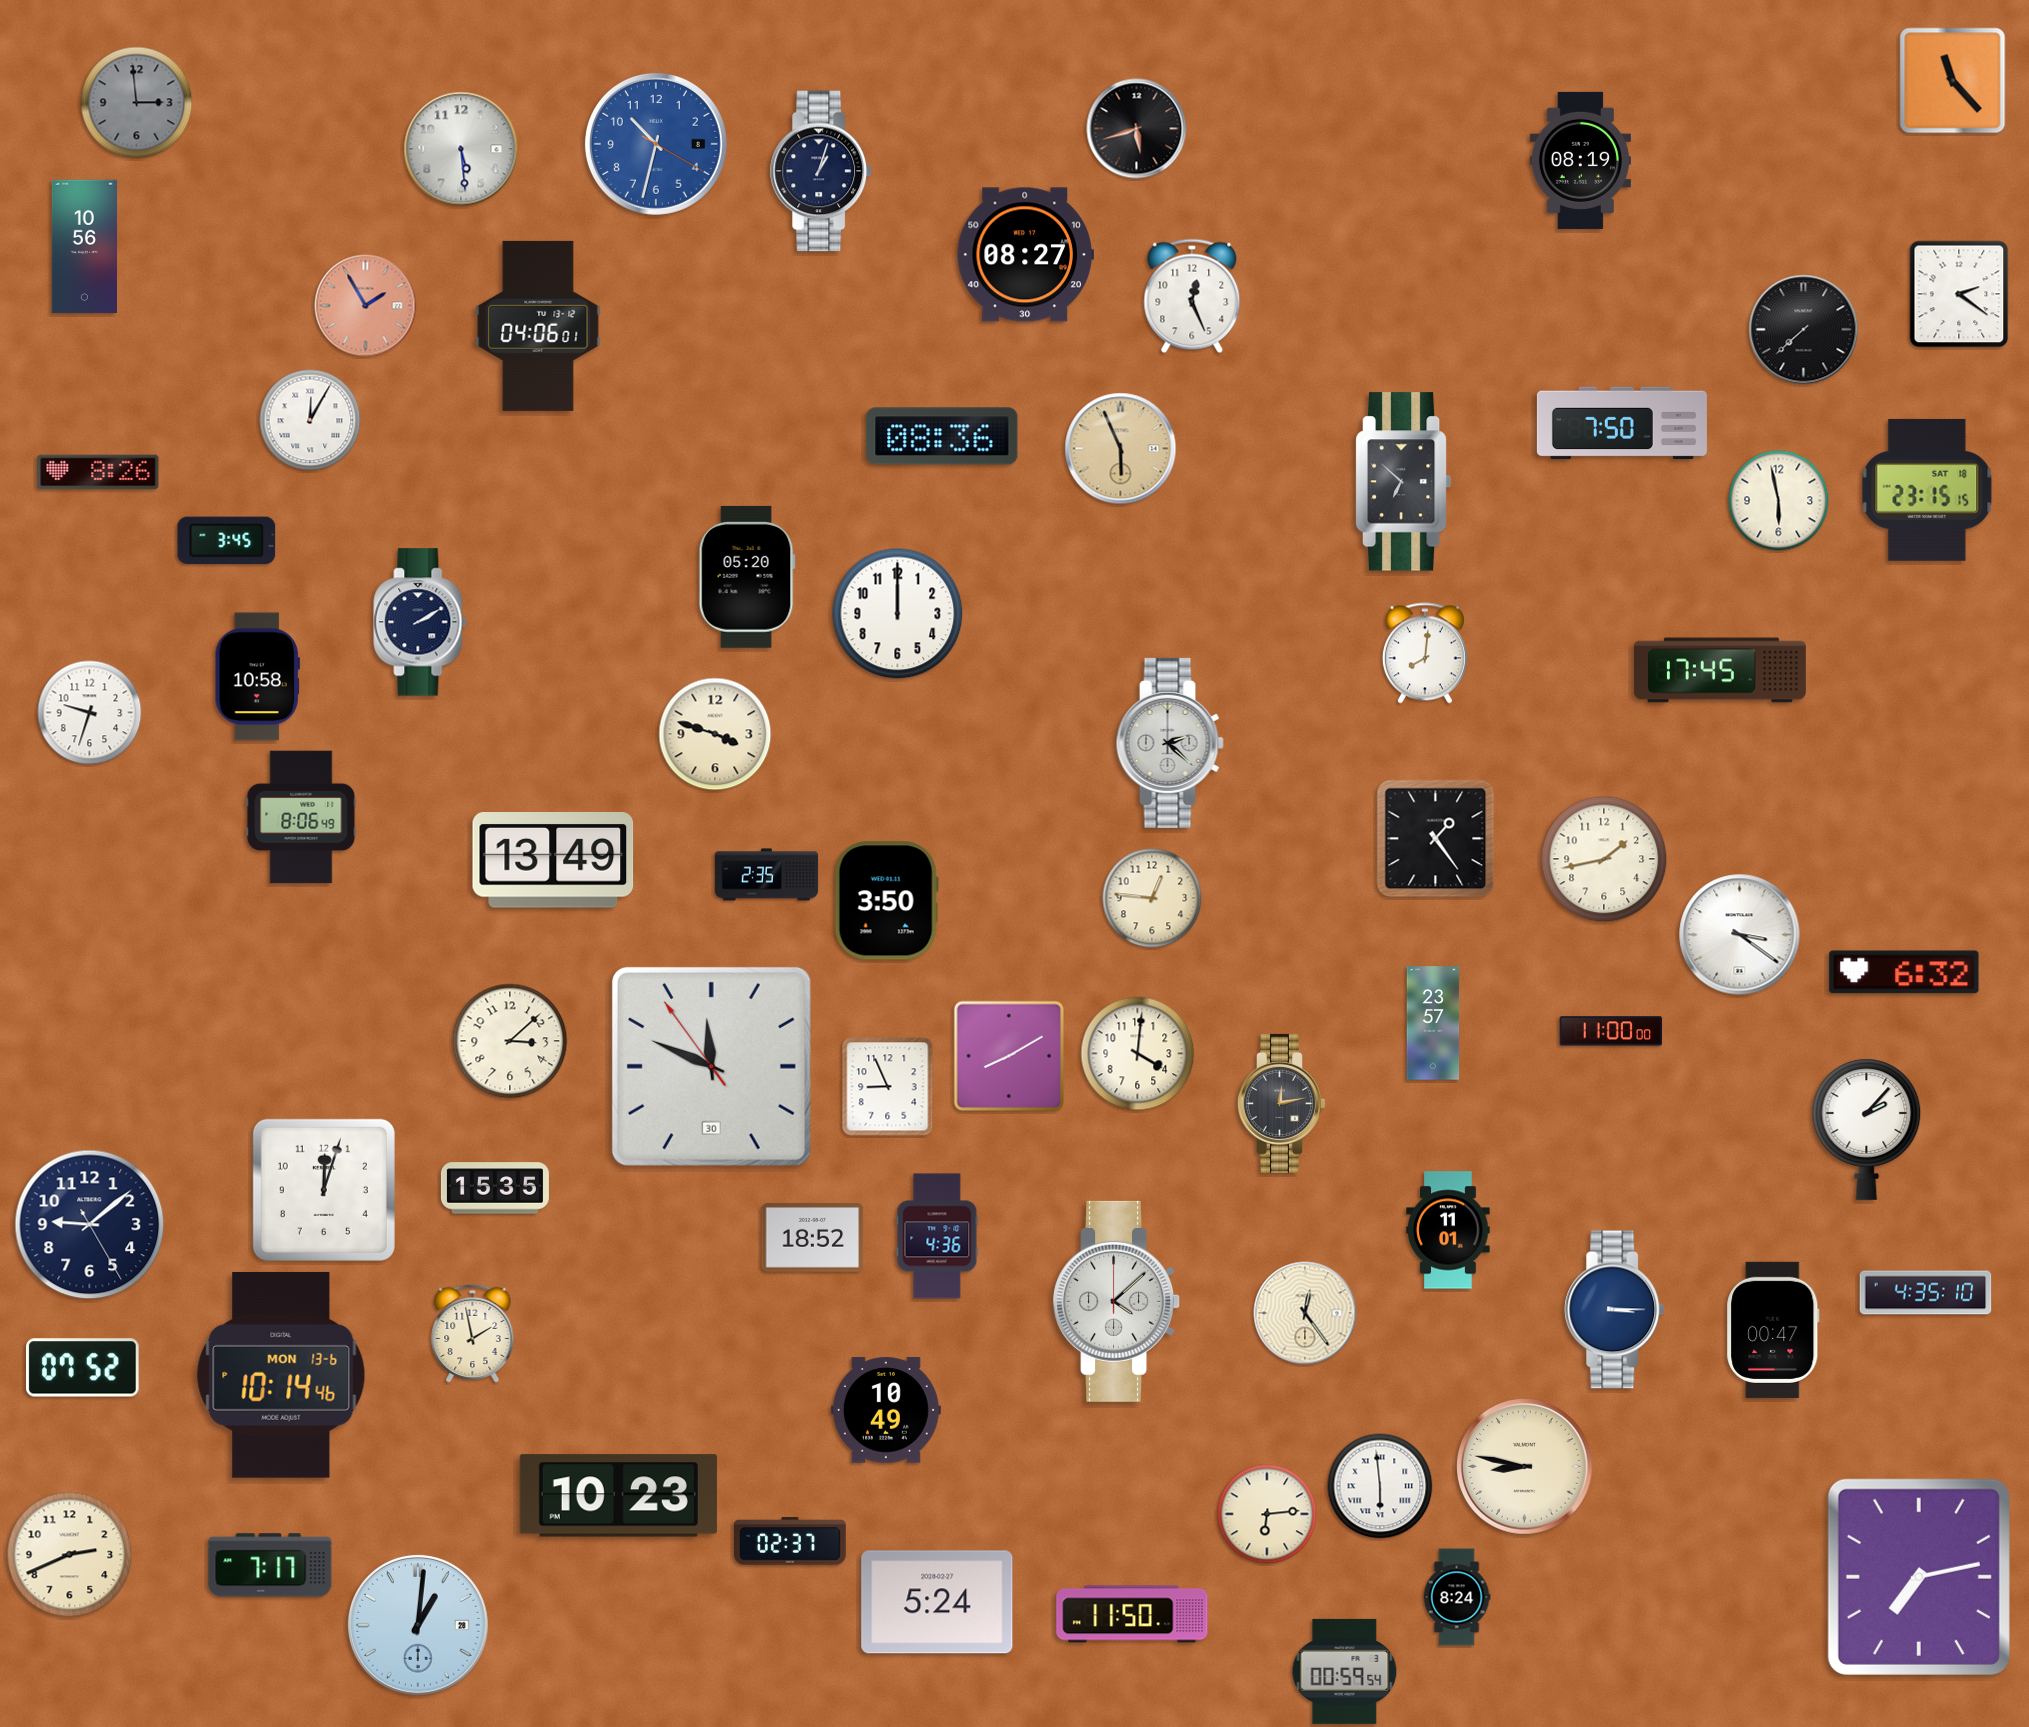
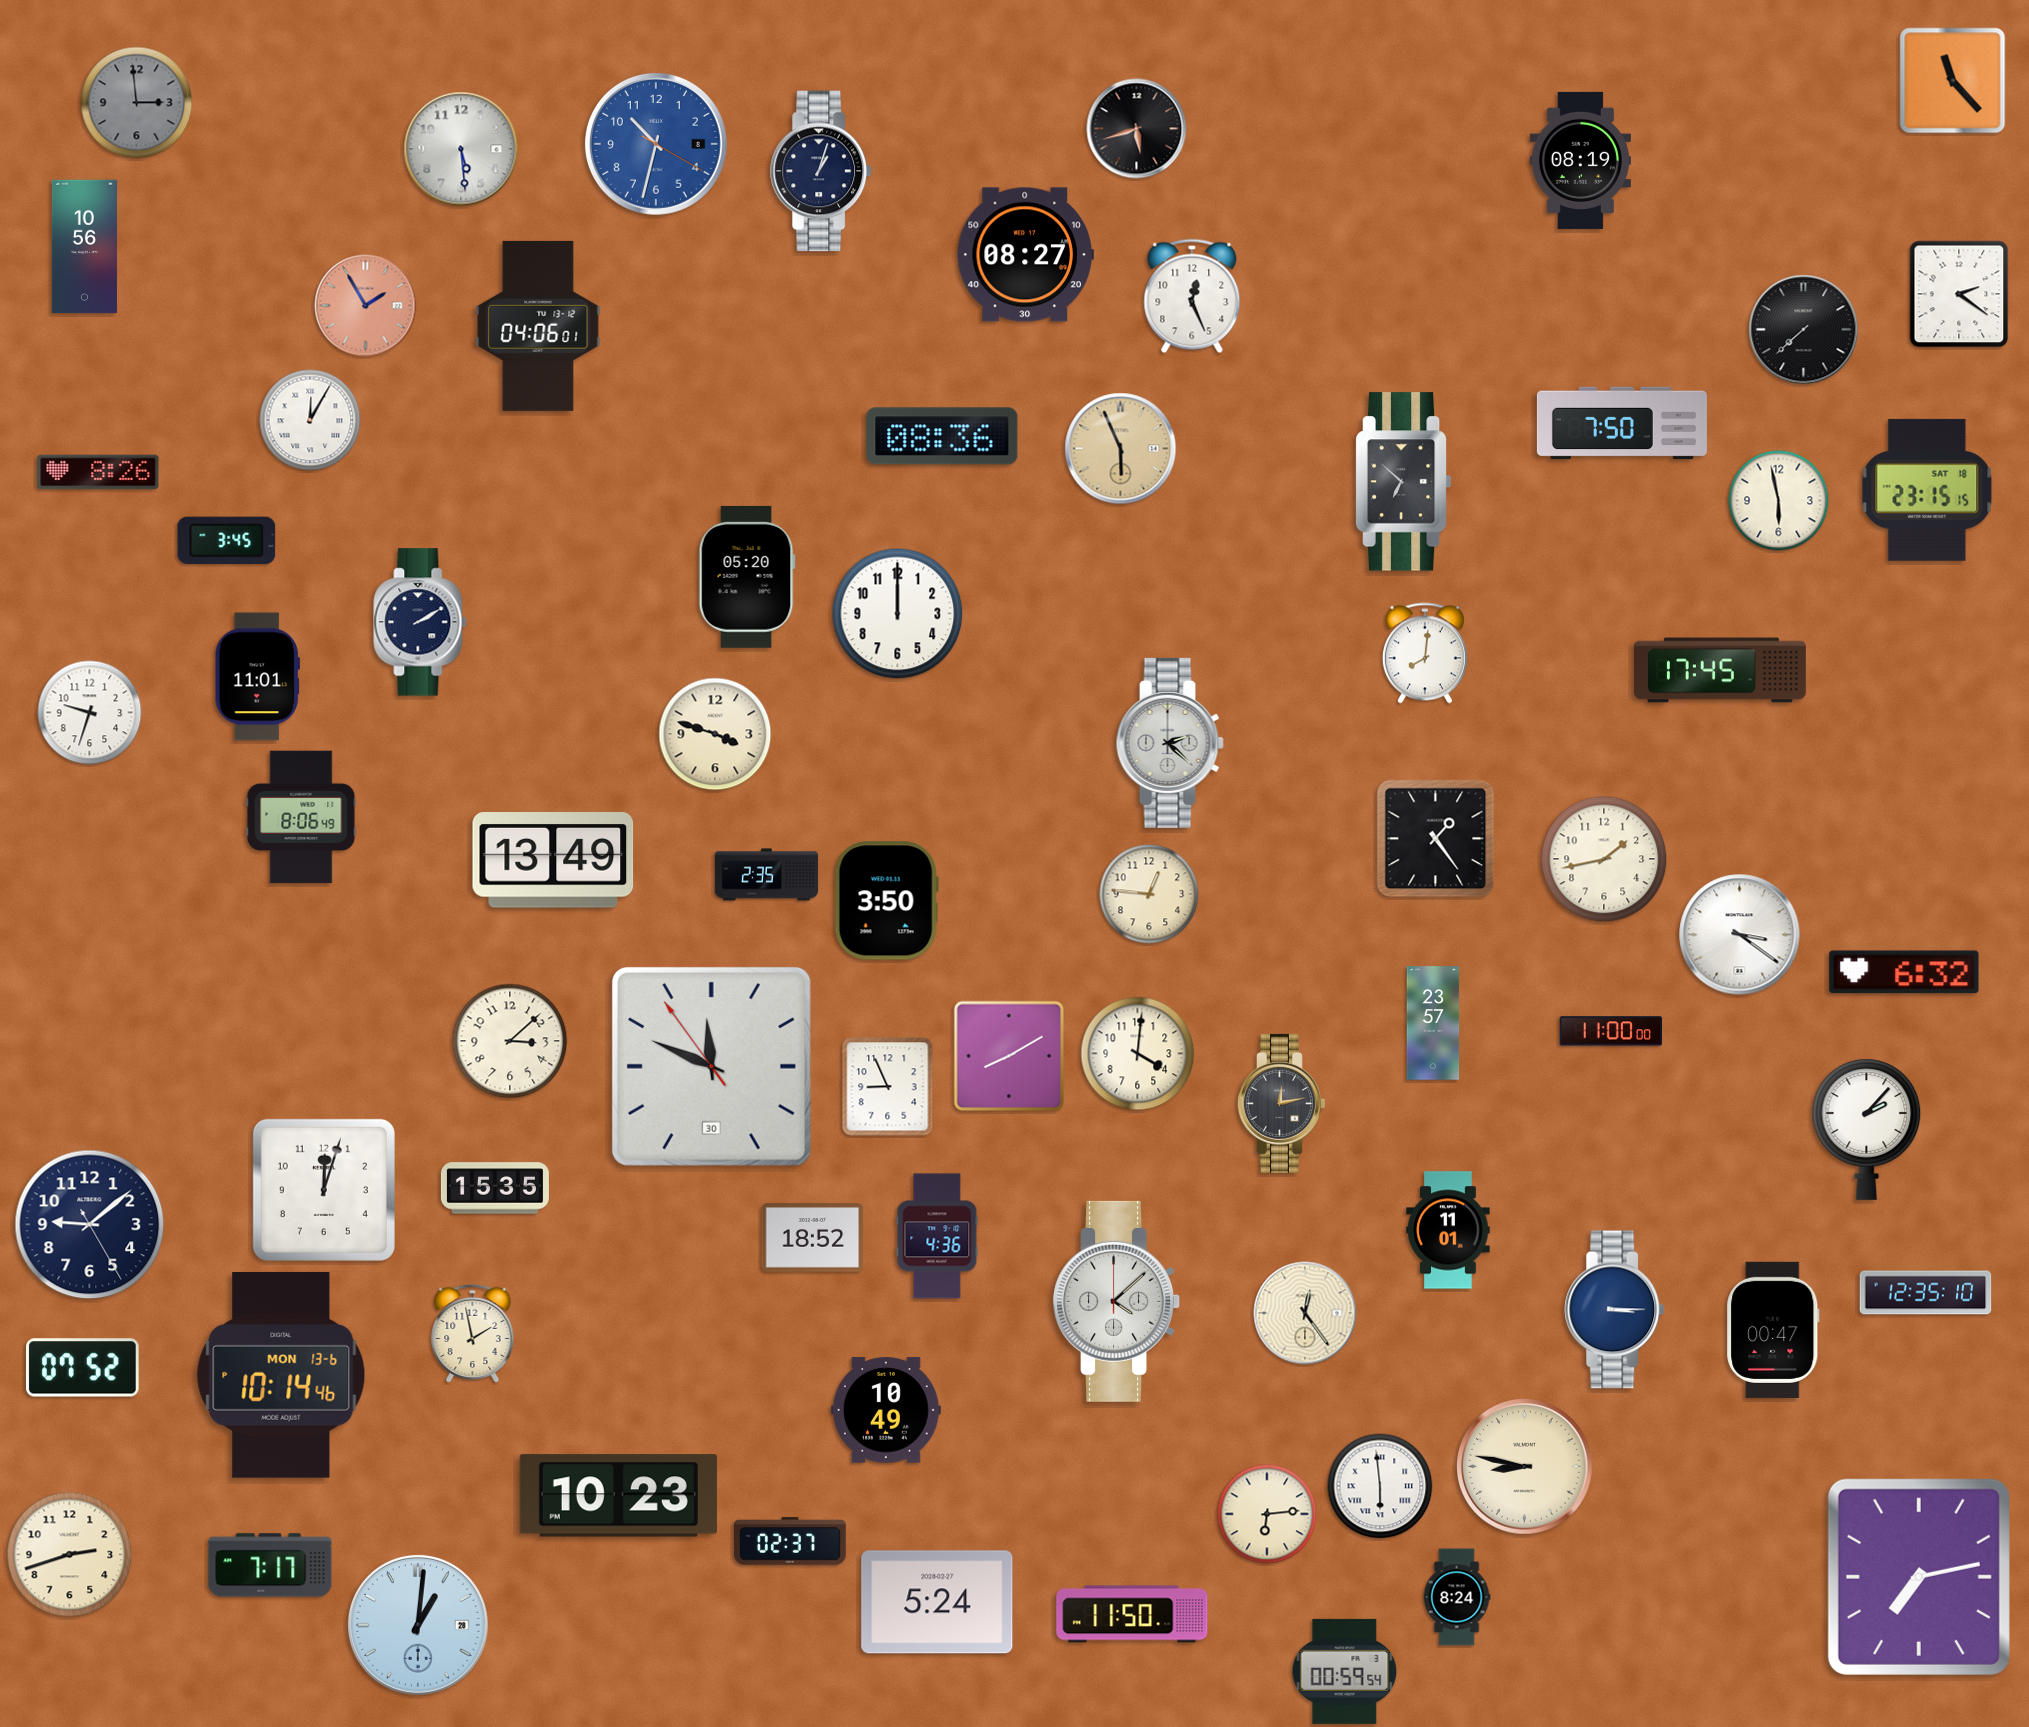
clock at (257, 677): 10:58 -> 11:01
clock at (1152, 898) position: (1152, 898) -> (1149, 894)
clock at (1926, 1293): 4:35 -> 12:35
clock at (70, 1555): 2:41 -> 2:42
